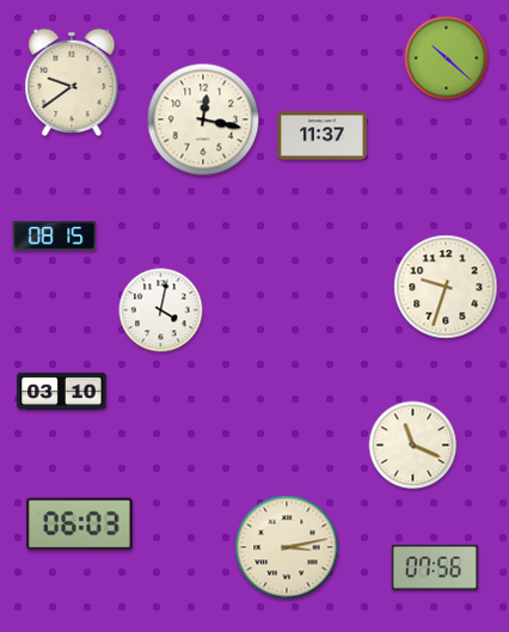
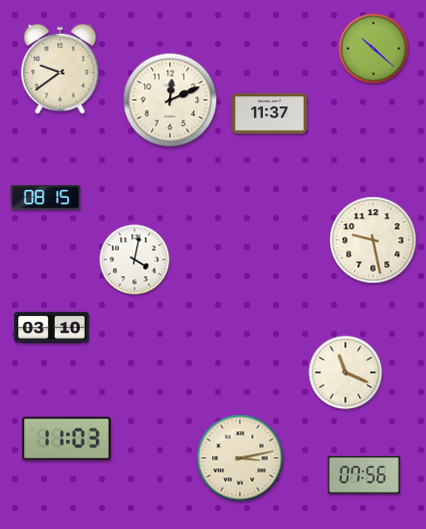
clock at (203, 119): 12:17 -> 12:11
clock at (446, 287): 9:33 -> 9:28
clock at (80, 524): 06:03 -> 11:03
